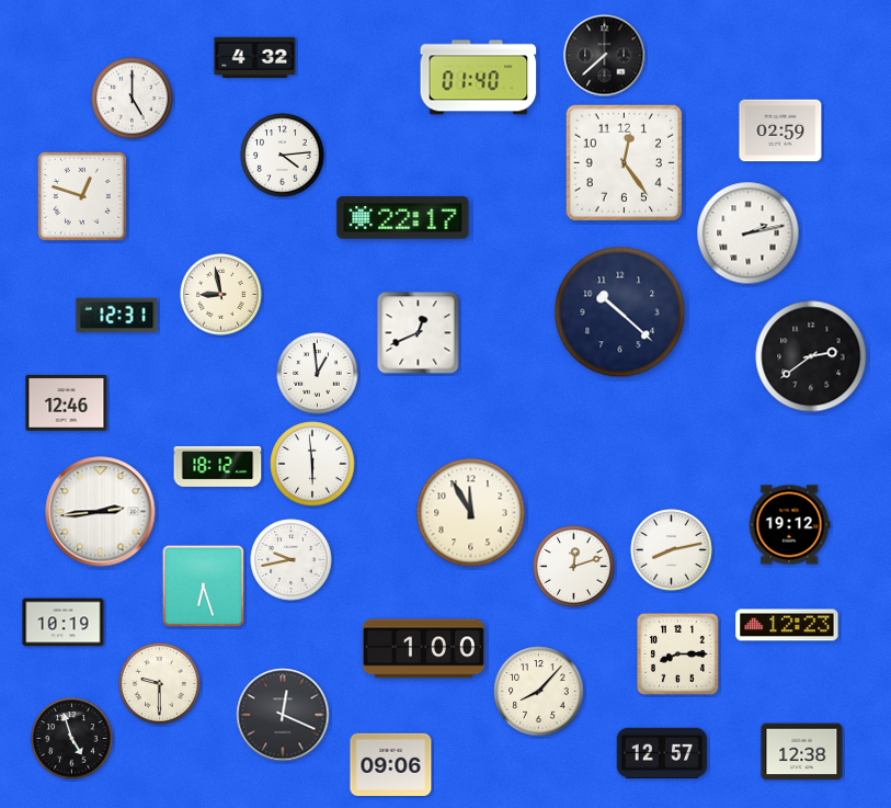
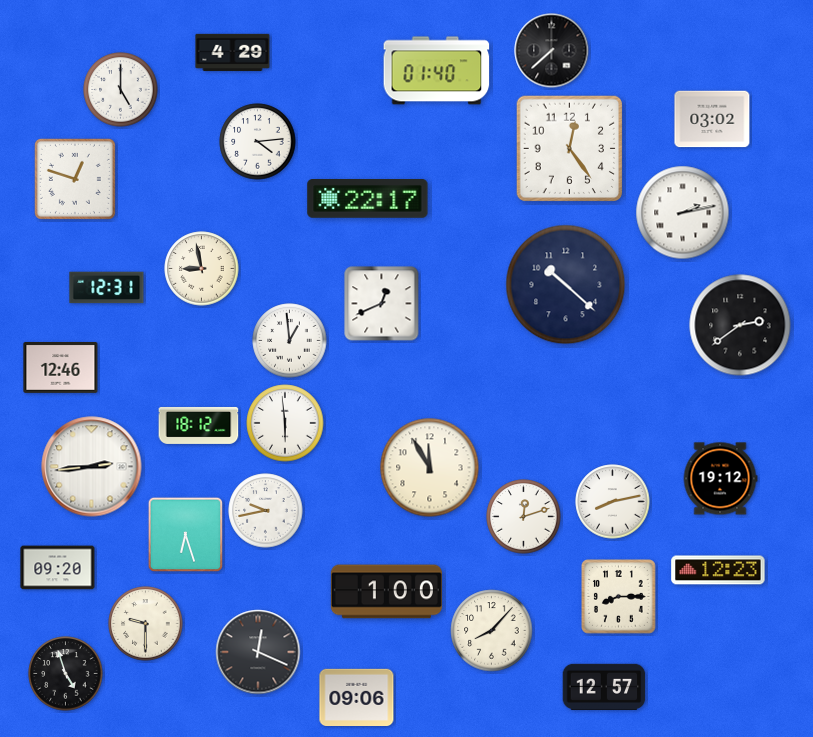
clock at (255, 57): 4:32 -> 4:29
clock at (780, 130): 02:59 -> 03:02
clock at (64, 623): 10:19 -> 09:20
clock at (802, 752): 12:38 -> none
